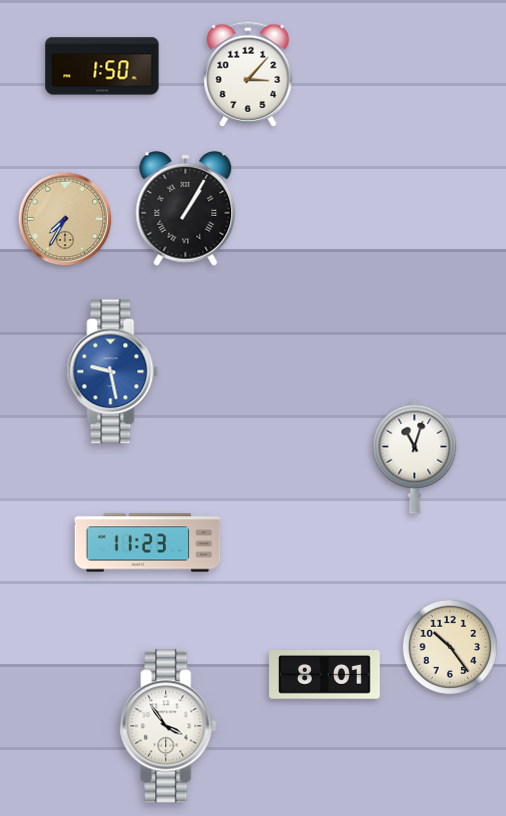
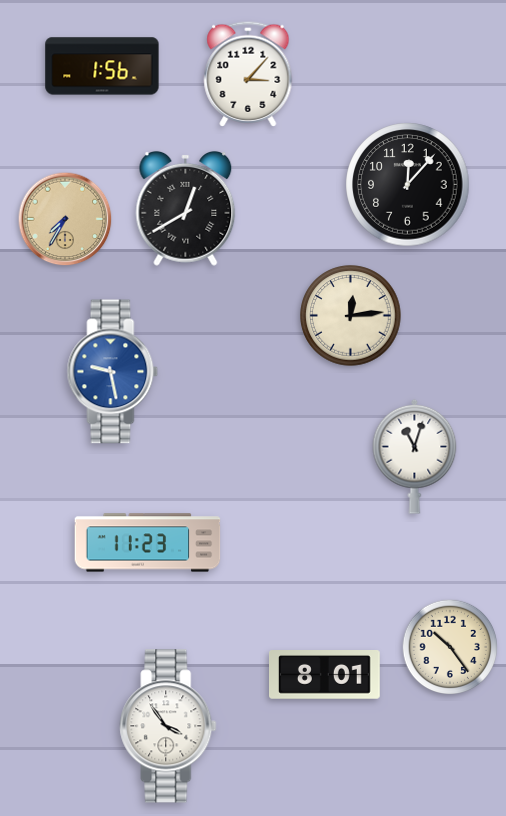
clock at (102, 66): 1:50 -> 1:56
clock at (408, 185): none -> 12:07
clock at (186, 208): 1:05 -> 12:40
clock at (351, 316): none -> 12:14
